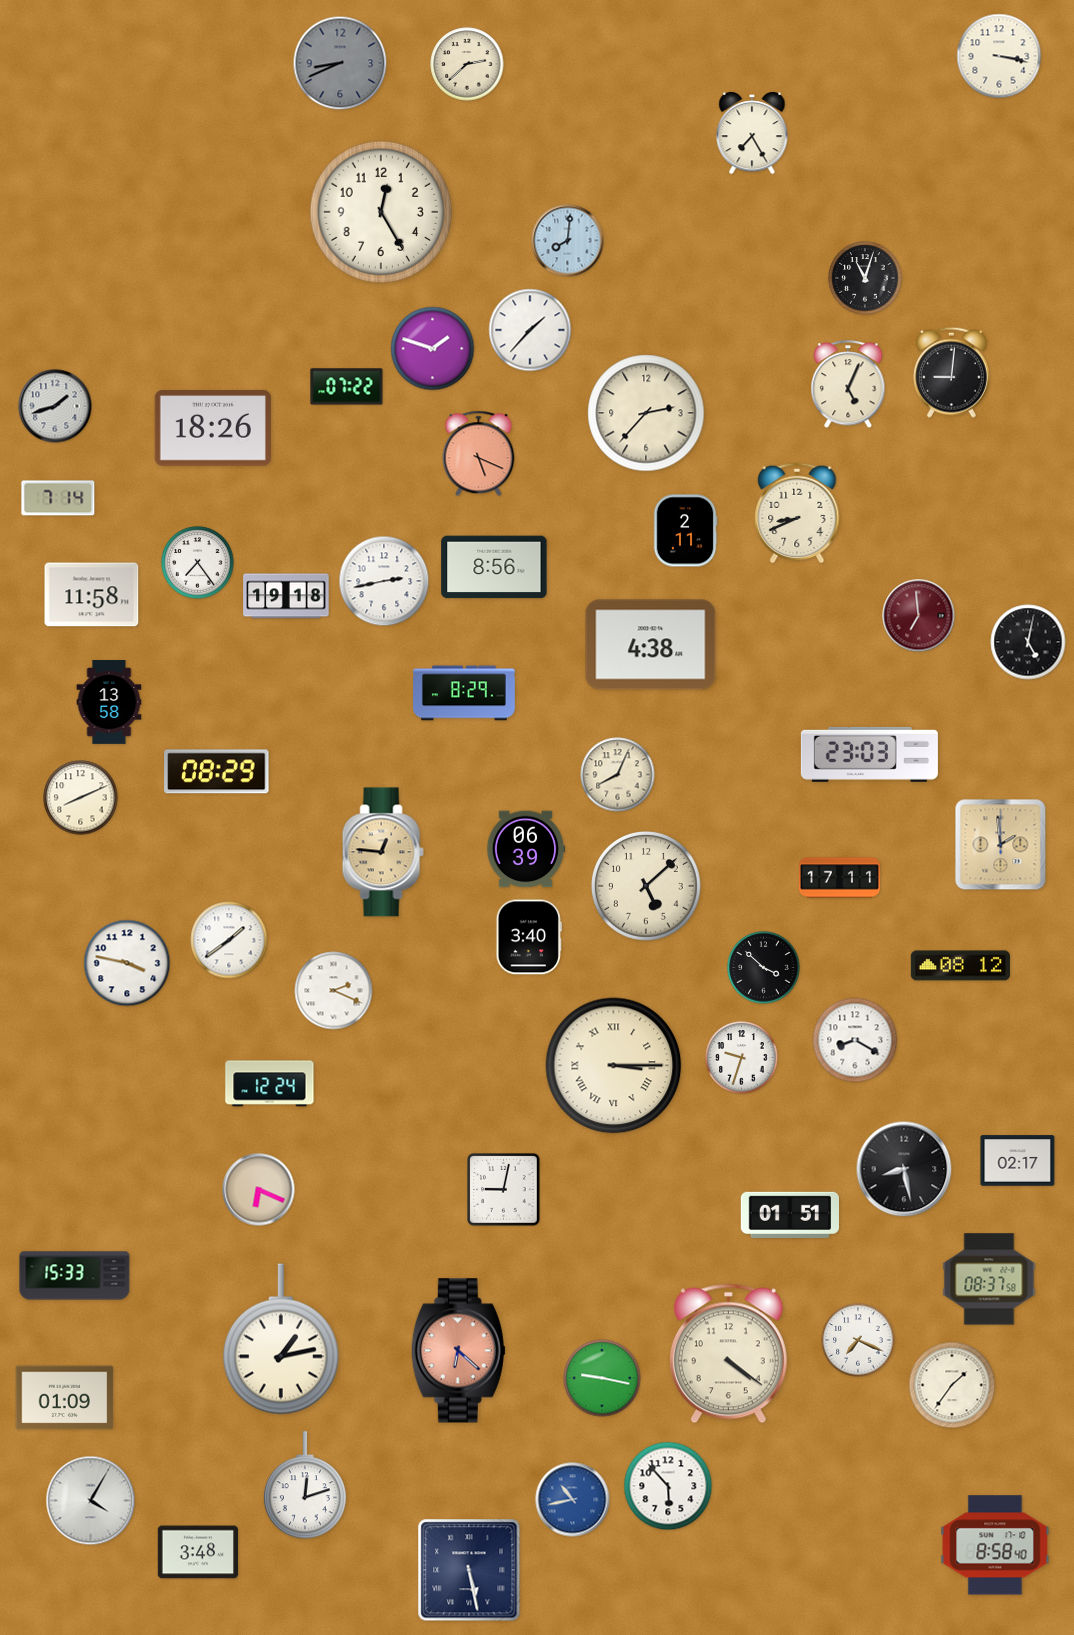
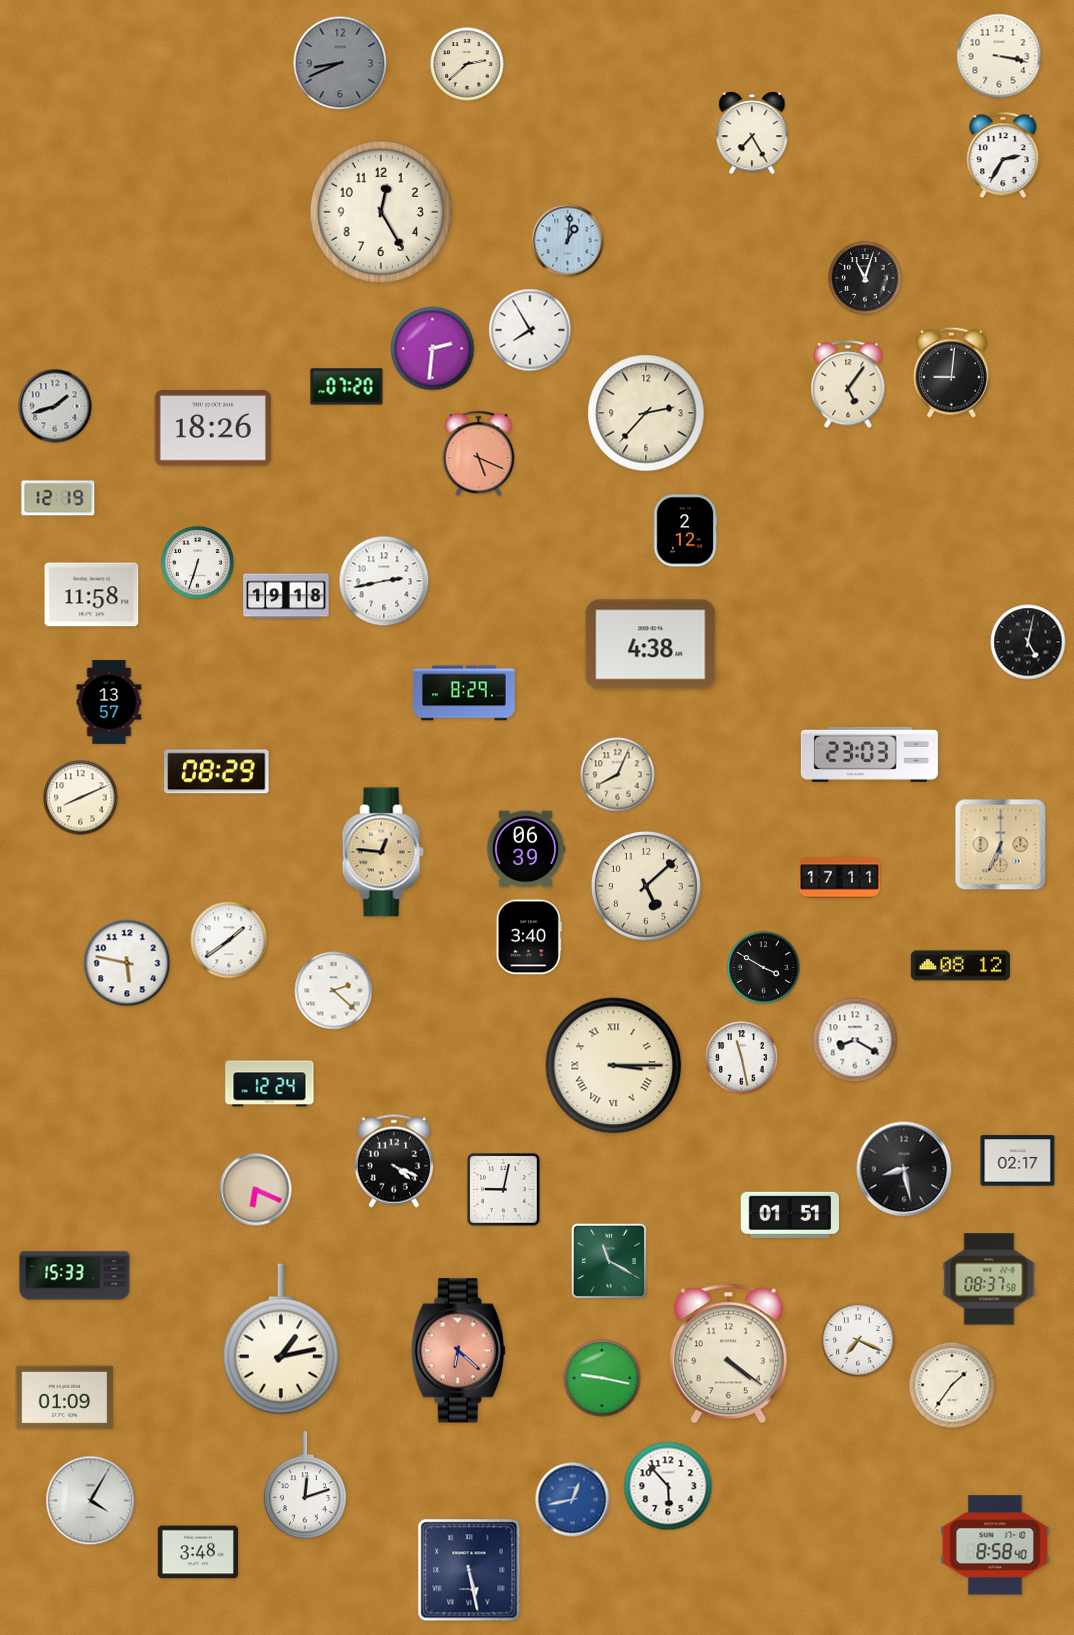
clock at (1003, 155): none -> 2:35
clock at (568, 241): 8:01 -> 1:01
clock at (530, 330): 1:37 -> 7:55
clock at (433, 349): 1:48 -> 2:31
clock at (848, 385): 5:04 -> 5:06
clock at (347, 387): 07:22 -> 07:20
clock at (58, 498): 7:14 -> 12:19
clock at (797, 513): 8:41 -> none
clock at (685, 531): 2:11 -> 2:12
clock at (198, 563): 7:24 -> 6:33
clock at (494, 567): 8:56 -> none
clock at (919, 616): 6:59 -> none
clock at (109, 702): 13:58 -> 13:57
clock at (1001, 845): 1:59 -> 6:34
clock at (127, 963): 3:47 -> 5:47
clock at (764, 968): 3:52 -> 3:50
clock at (334, 991): 2:19 -> 2:22
clock at (742, 1058): 9:33 -> 11:28
clock at (394, 1161): none -> 4:19
clock at (259, 1190) position: (259, 1190) -> (256, 1190)
clock at (609, 1261): none -> 11:20
clock at (573, 1500): 10:43 -> 12:43
